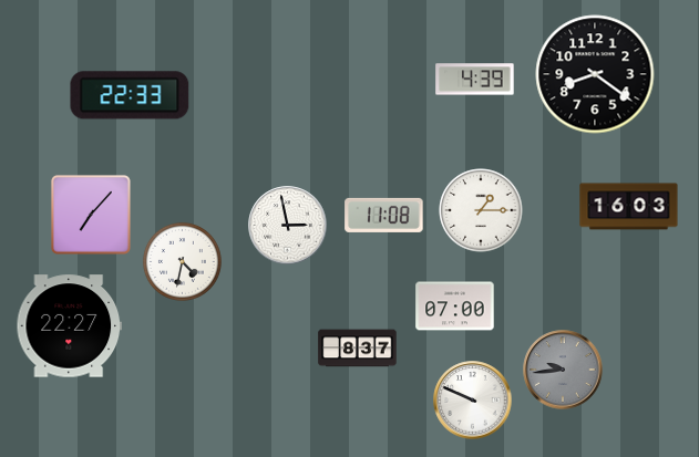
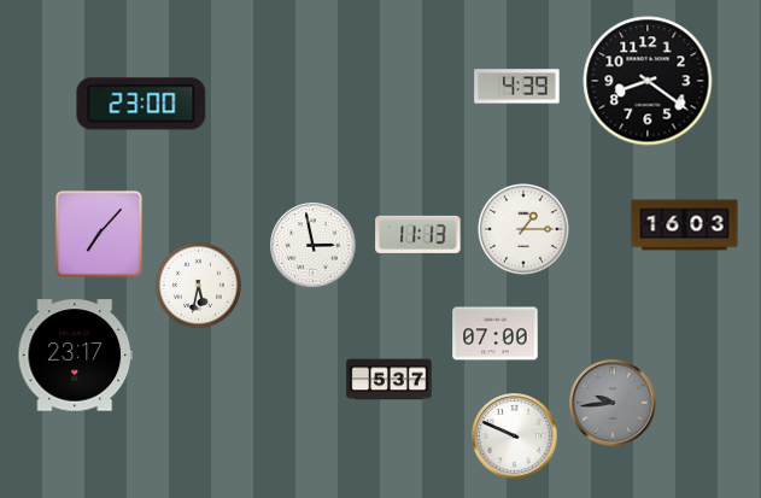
clock at (130, 95): 22:33 -> 23:00
clock at (384, 215): 11:08 -> 11:13
clock at (182, 261): 4:32 -> 5:32
clock at (69, 326): 22:27 -> 23:17
clock at (358, 349): 8:37 -> 5:37
